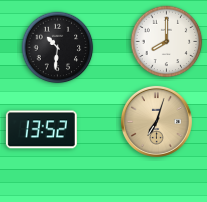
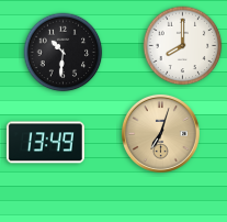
clock at (156, 121) position: (156, 121) -> (160, 133)
clock at (41, 130): 13:52 -> 13:49
